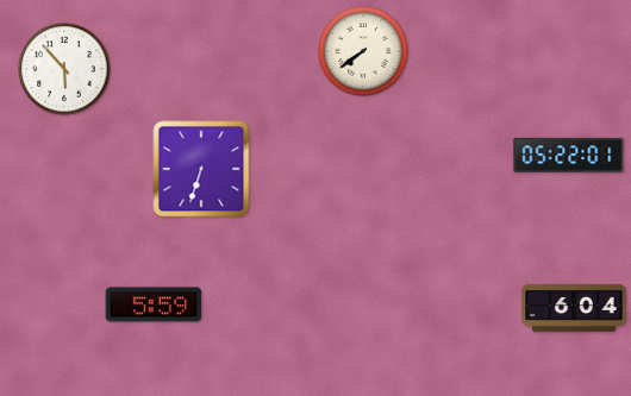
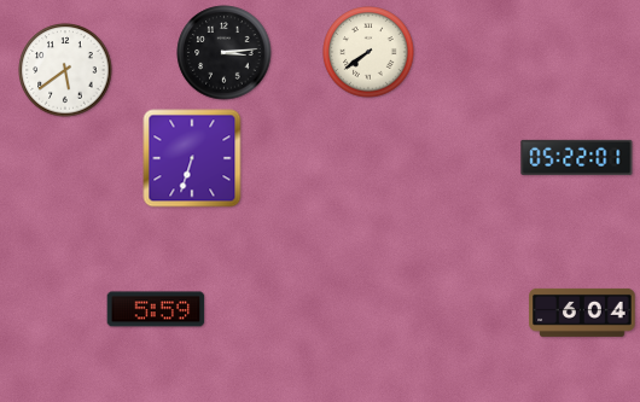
clock at (225, 53): none -> 3:14
clock at (64, 69): 5:53 -> 5:39
clock at (201, 169) position: (201, 169) -> (192, 158)
